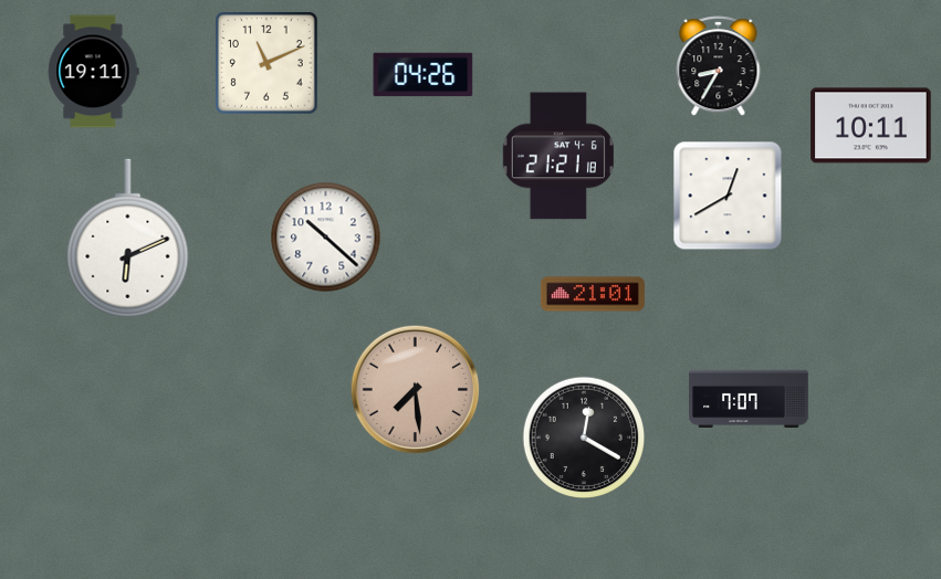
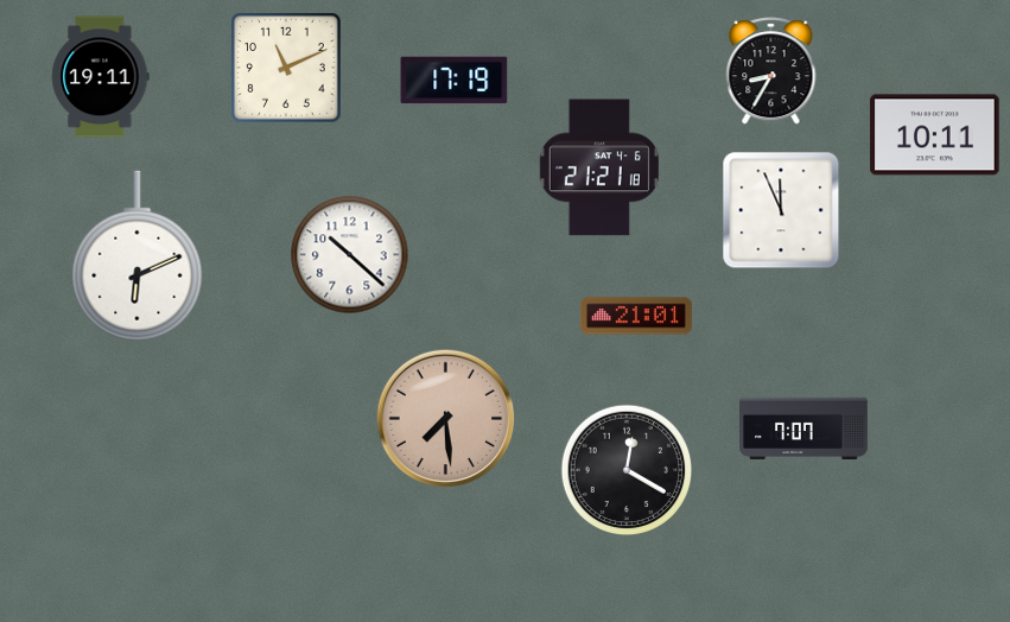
clock at (424, 75): 04:26 -> 17:19
clock at (728, 196): 12:40 -> 11:56
